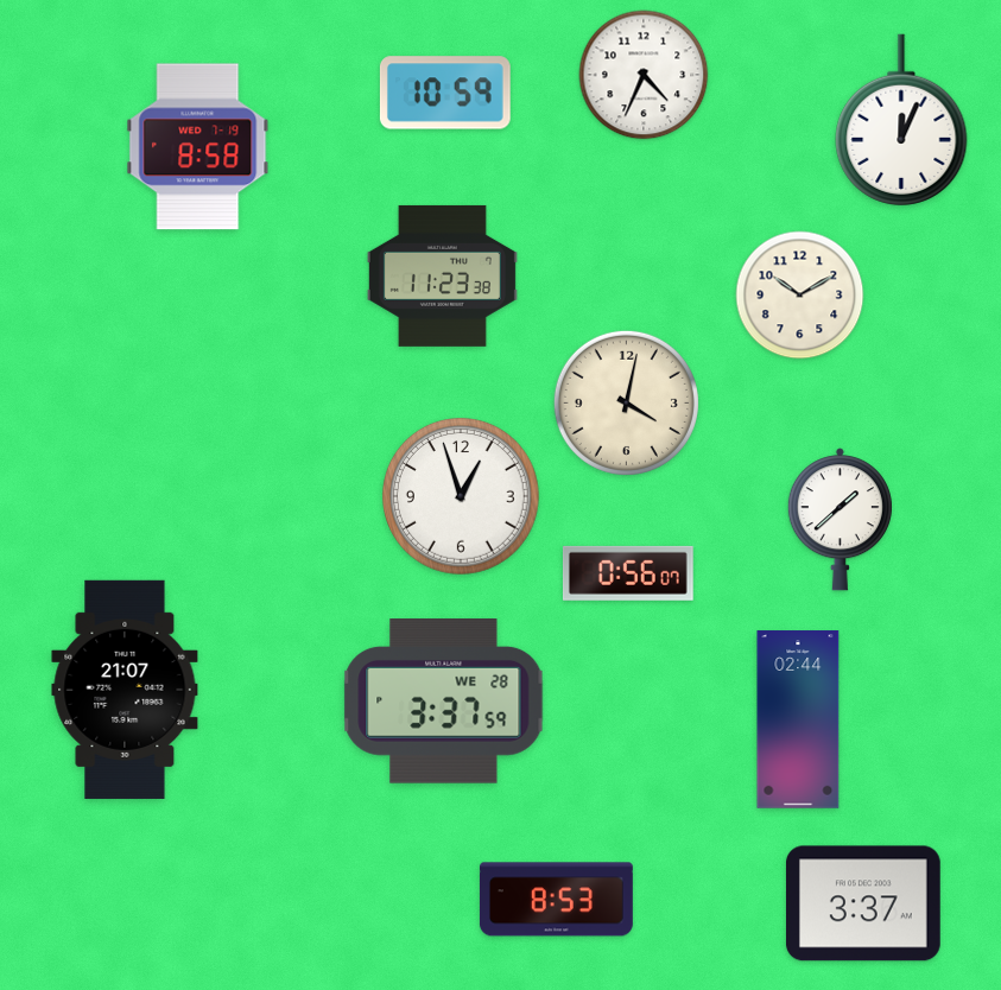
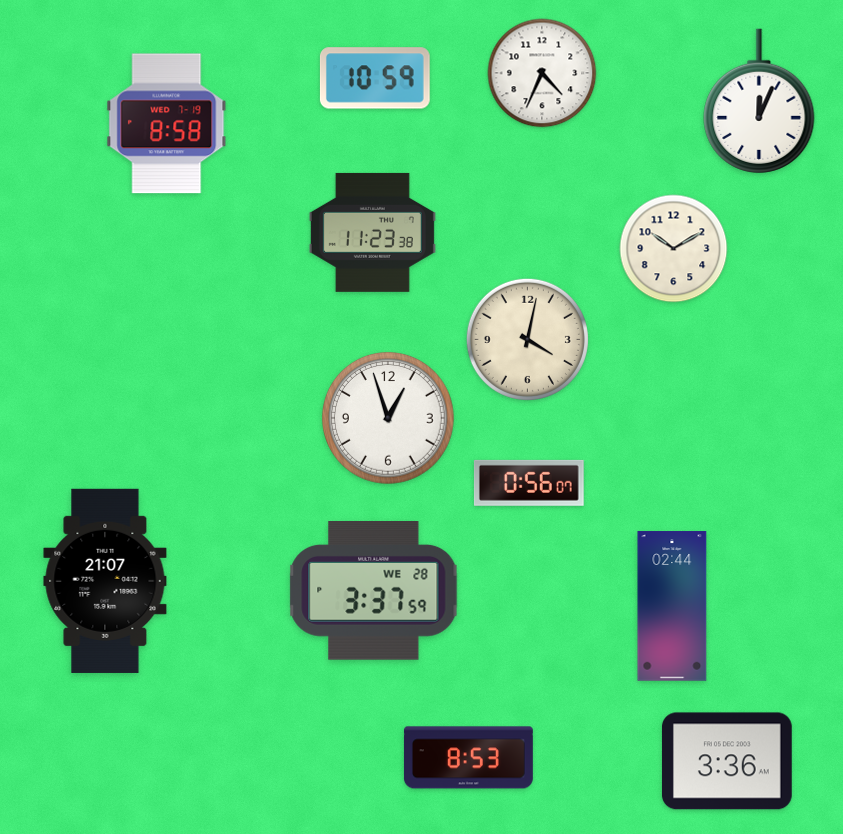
clock at (644, 75) position: (644, 75) -> (542, 73)
clock at (840, 520): 1:38 -> none
clock at (863, 903): 3:37 -> 3:36
